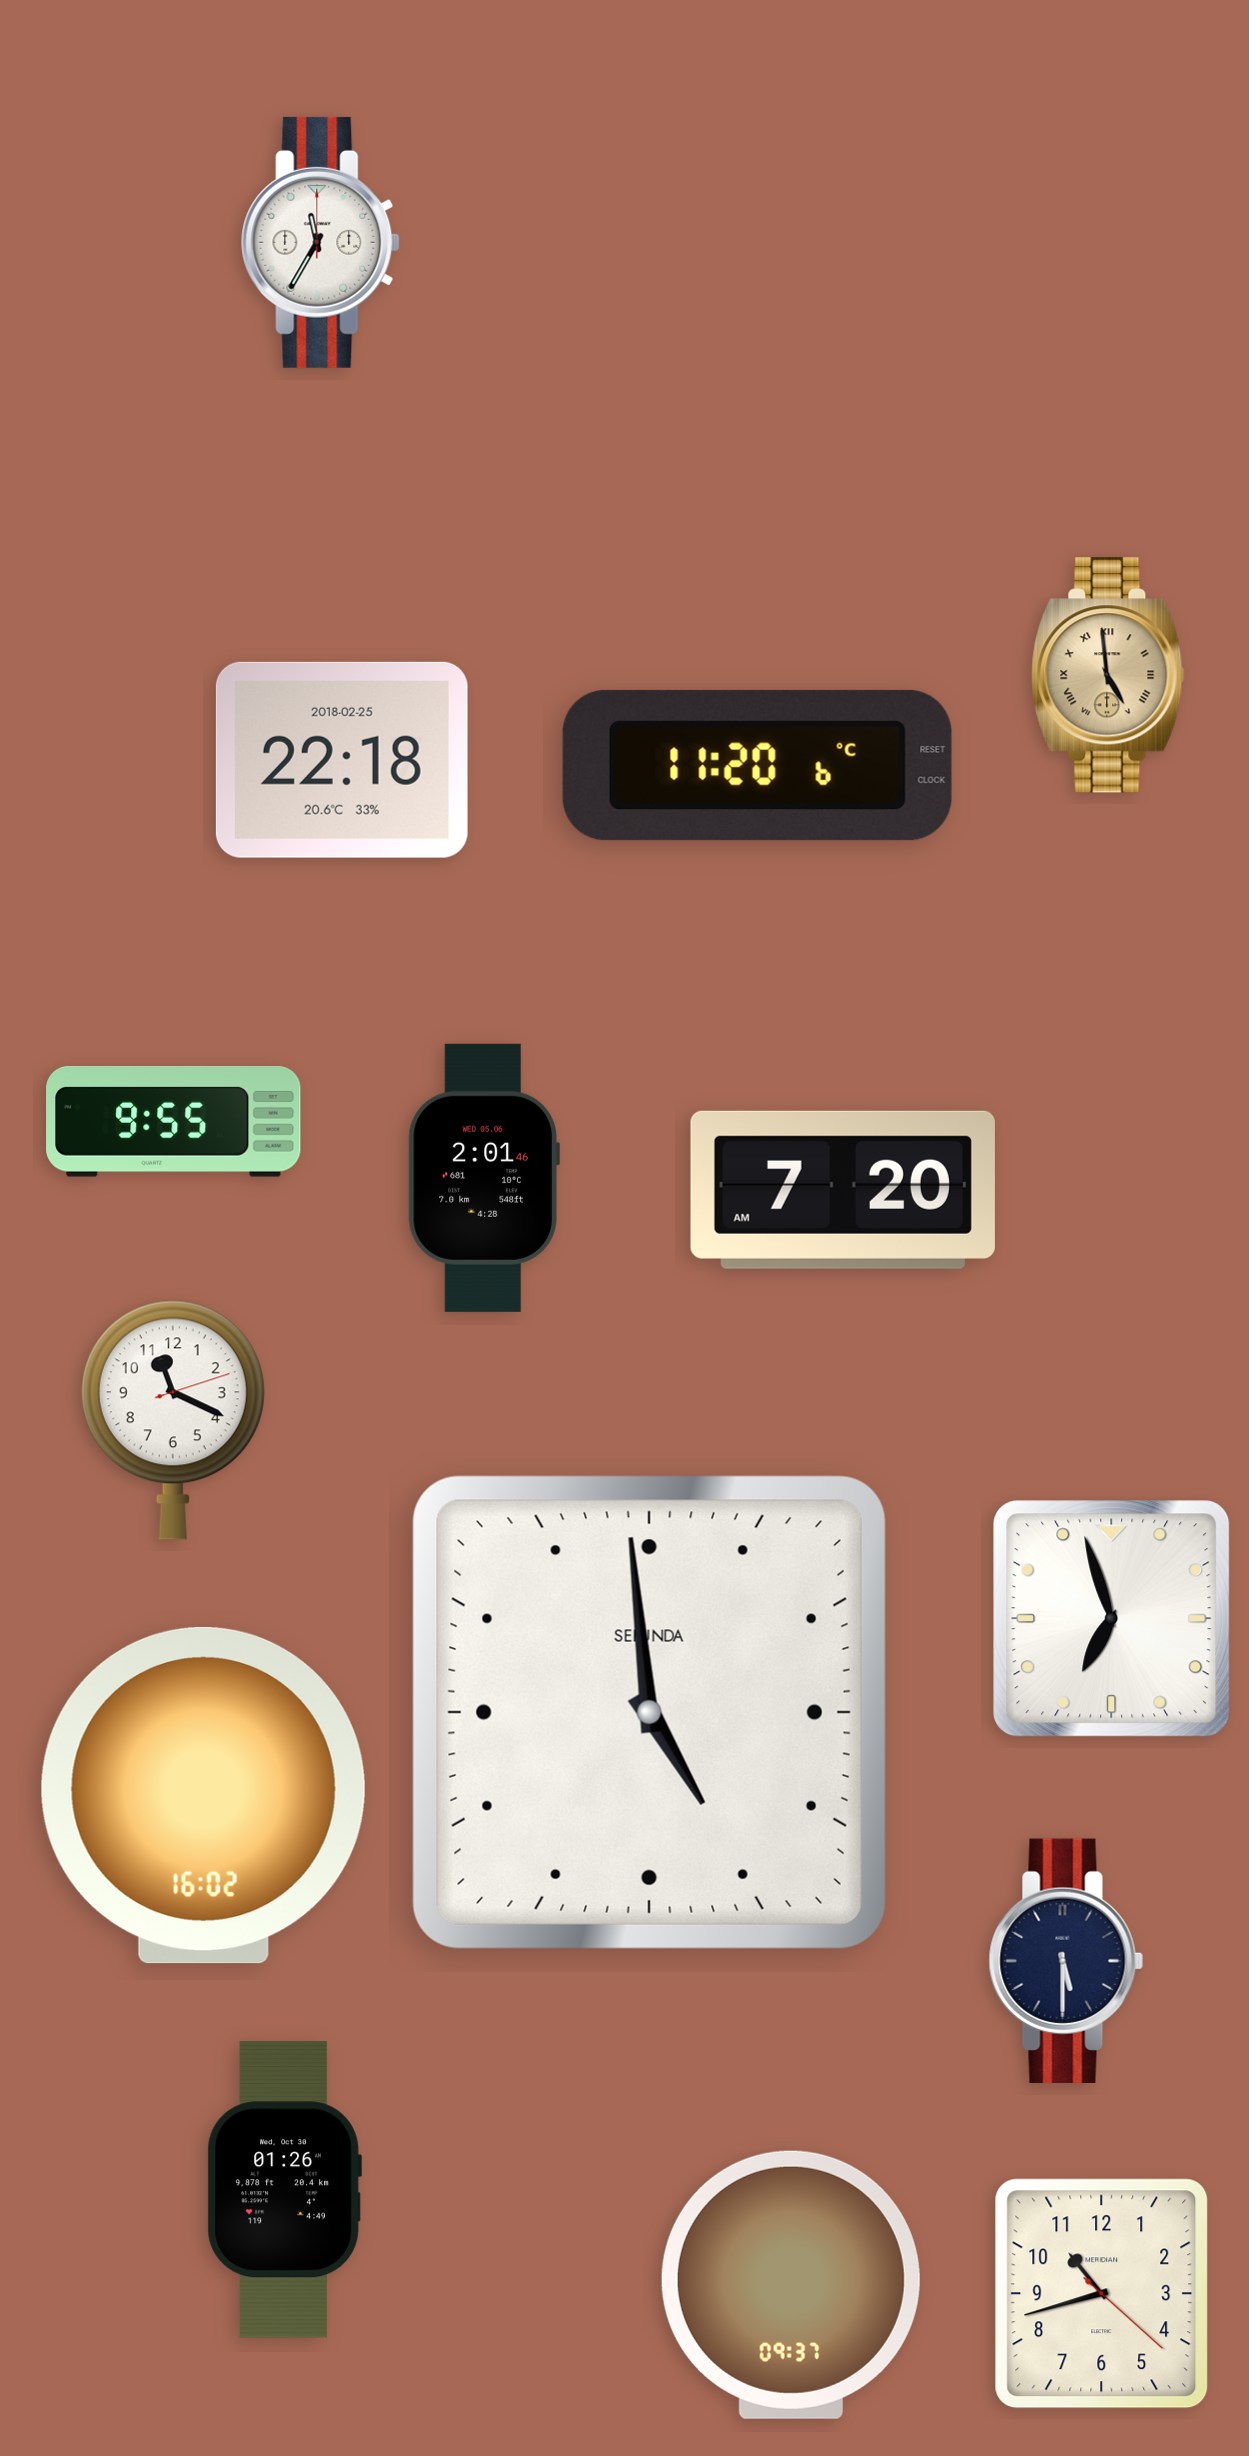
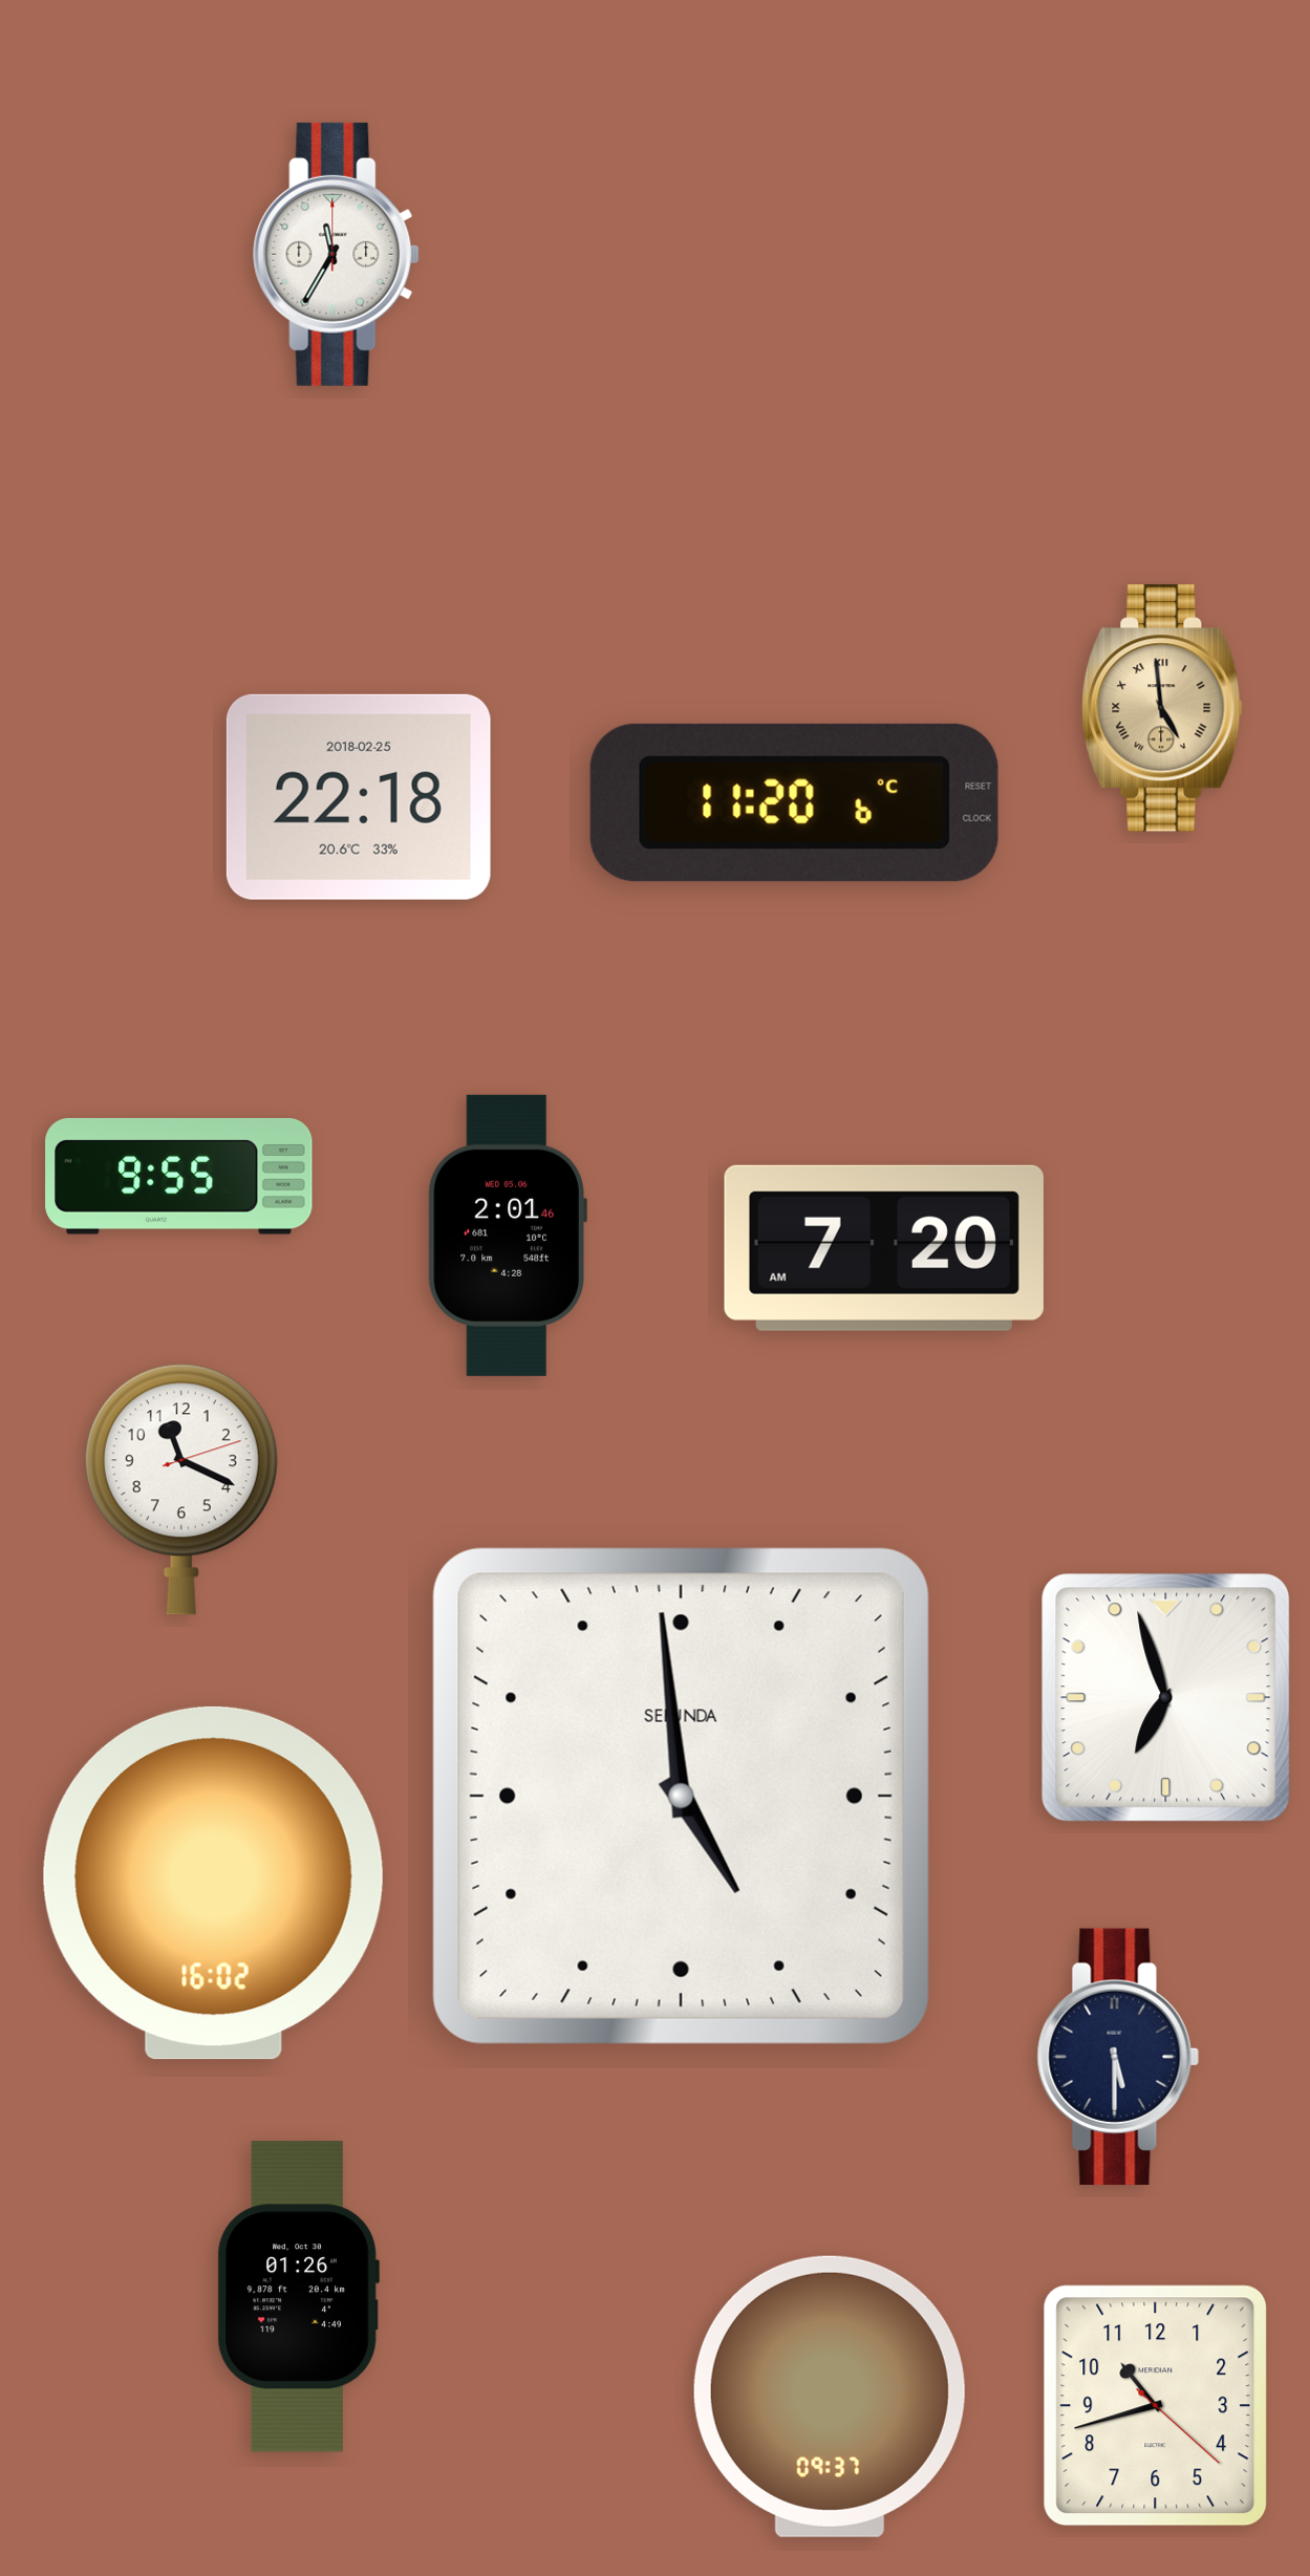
clock at (174, 1121) position: (174, 1121) -> (179, 1176)
